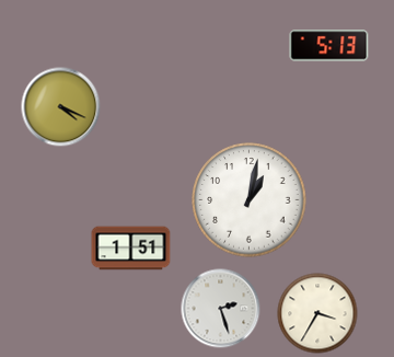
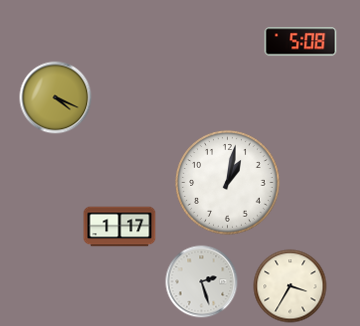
clock at (329, 46): 5:13 -> 5:08
clock at (131, 249): 1:51 -> 1:17
